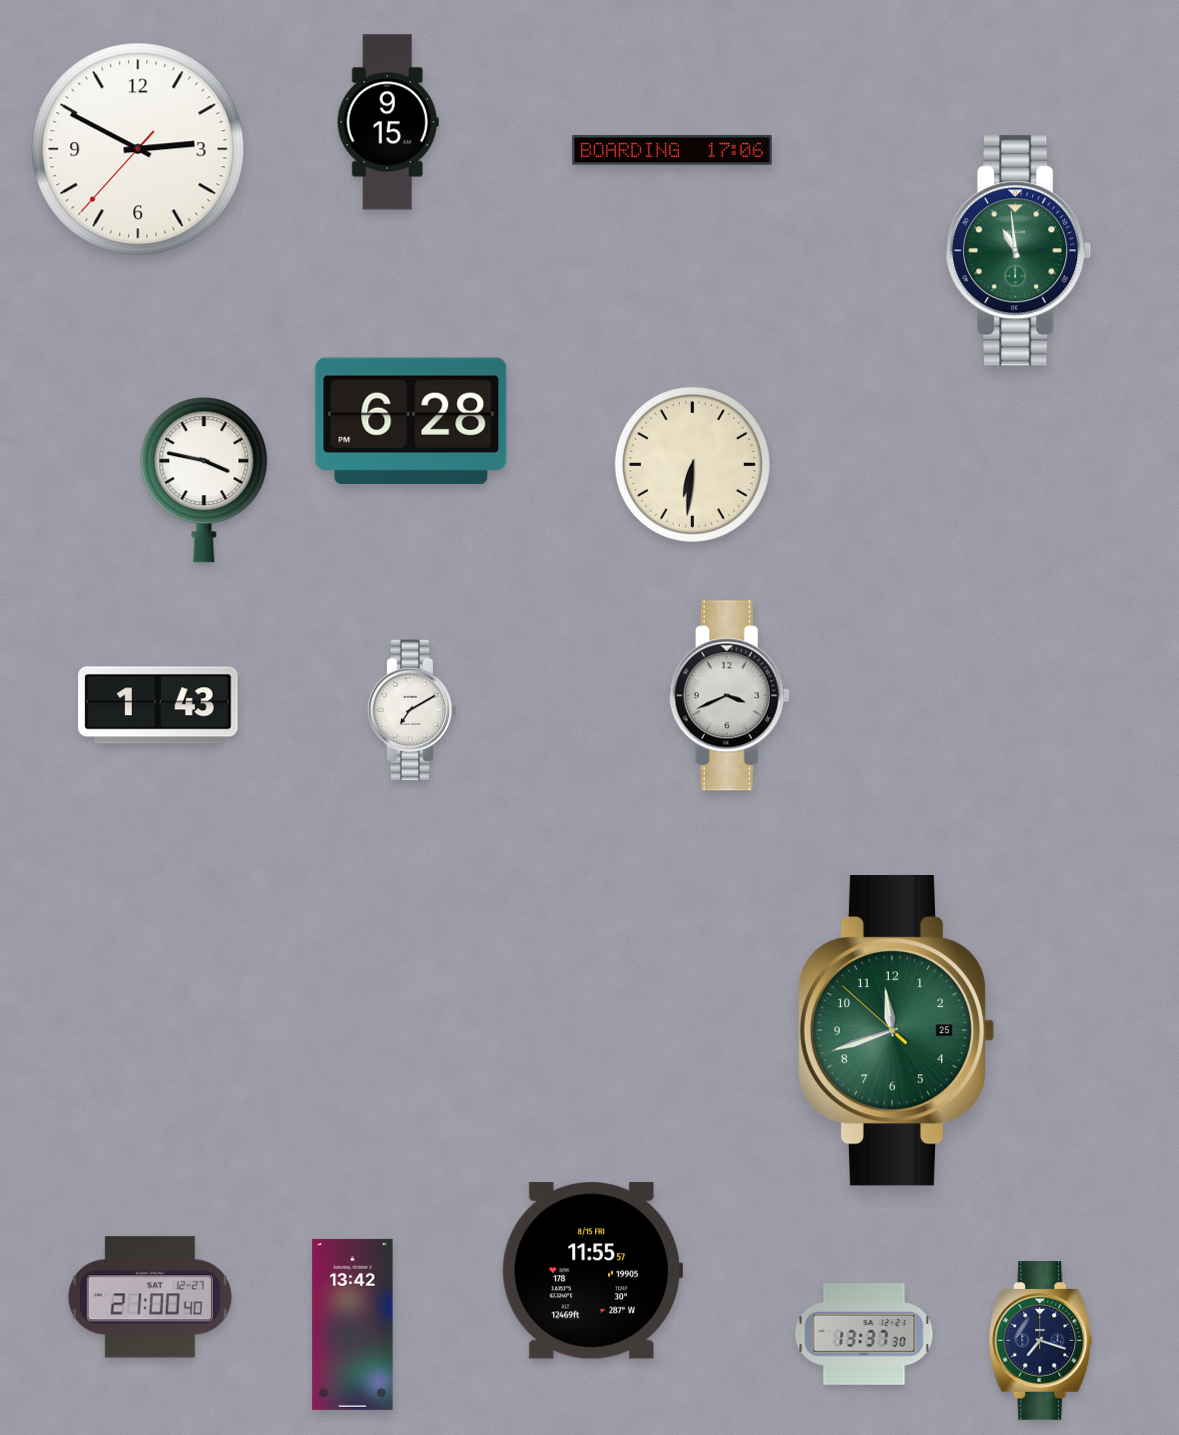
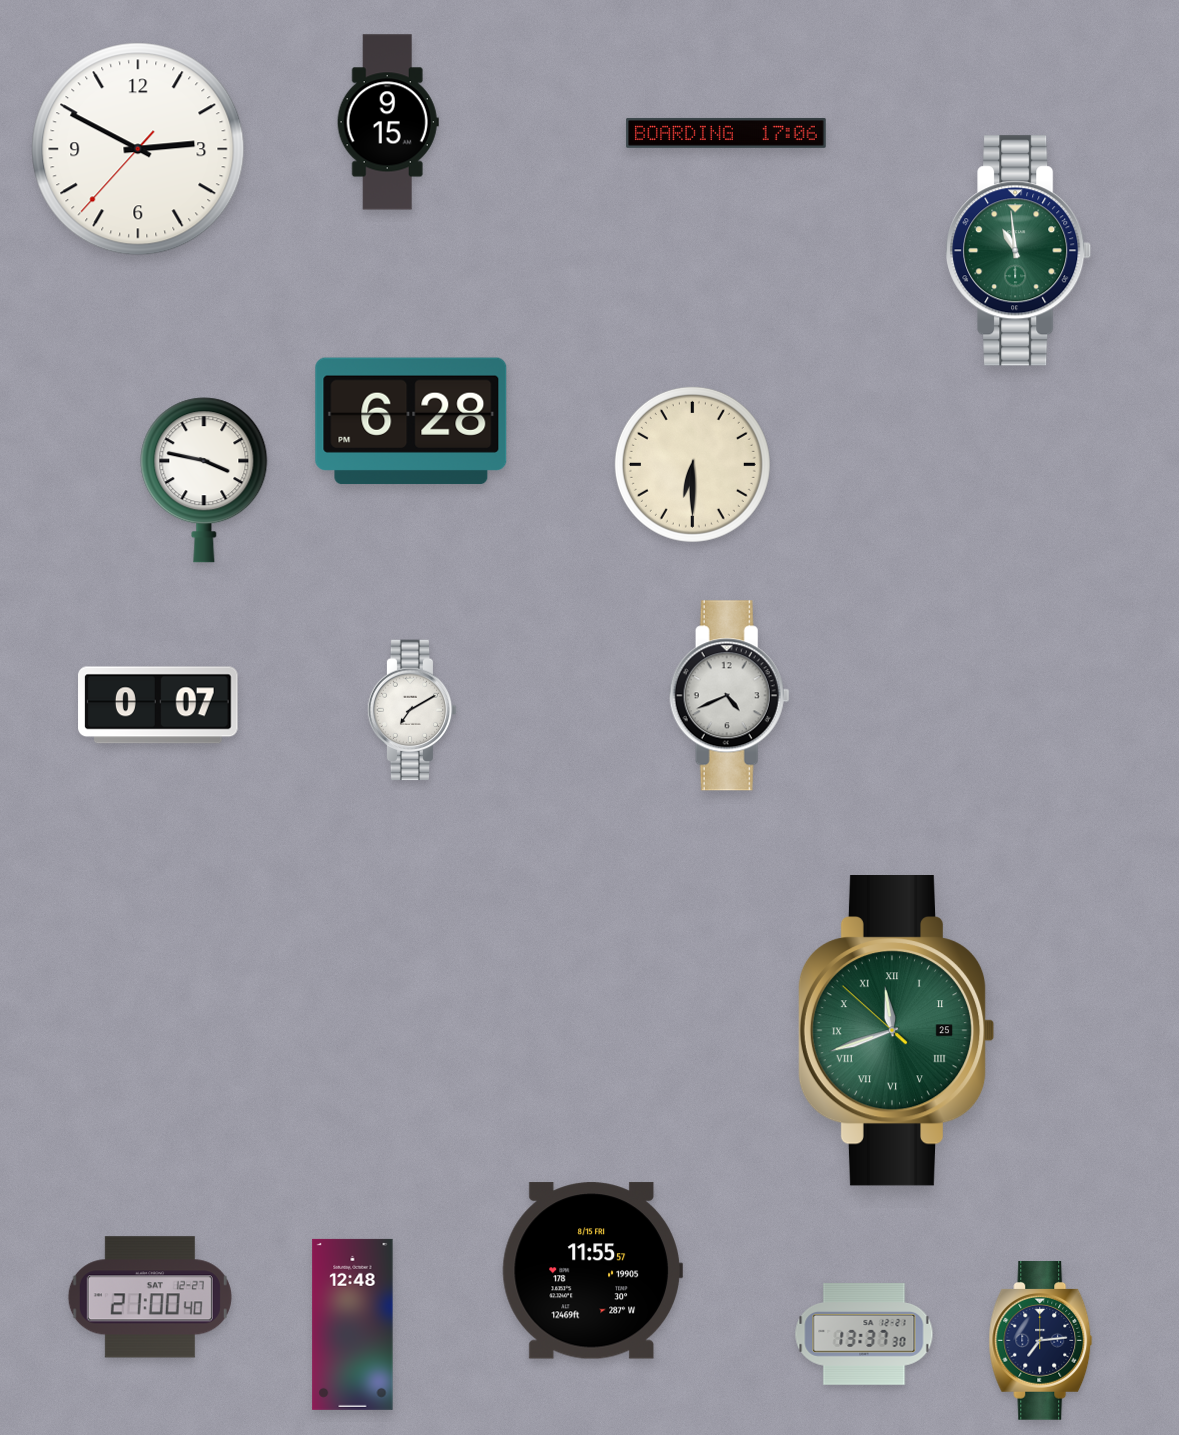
clock at (672, 150) position: (672, 150) -> (726, 133)
clock at (692, 464): 6:31 -> 6:30
clock at (729, 696): 3:41 -> 4:41
clock at (158, 705): 1:43 -> 0:07
clock at (896, 1031) numerals: Arabic -> Roman
clock at (353, 1324): 13:42 -> 12:48
clock at (1041, 1341): 7:18 -> 7:14
